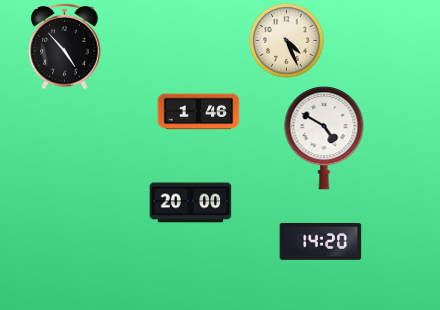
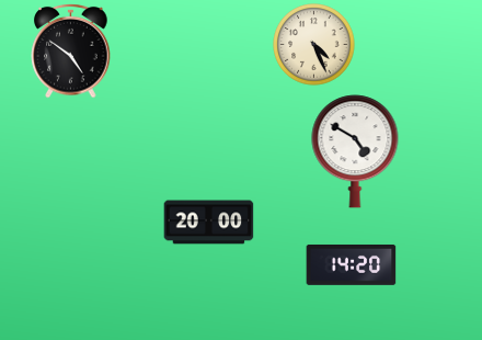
clock at (65, 46): 4:53 -> 4:51
clock at (199, 112): 1:46 -> none
